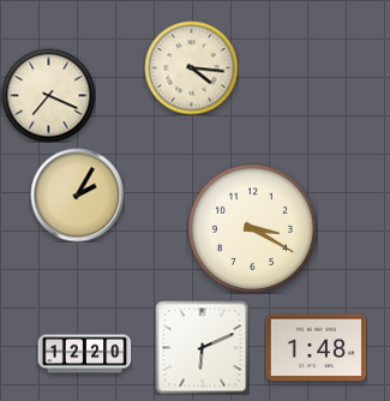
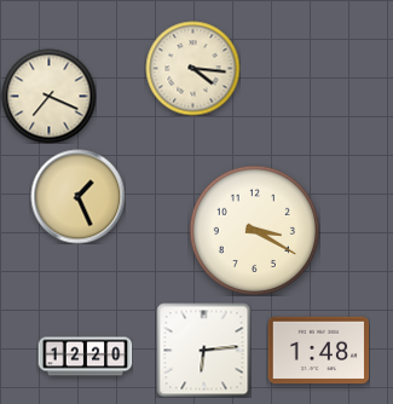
clock at (77, 194): 2:05 -> 1:26
clock at (202, 347): 6:11 -> 6:14
